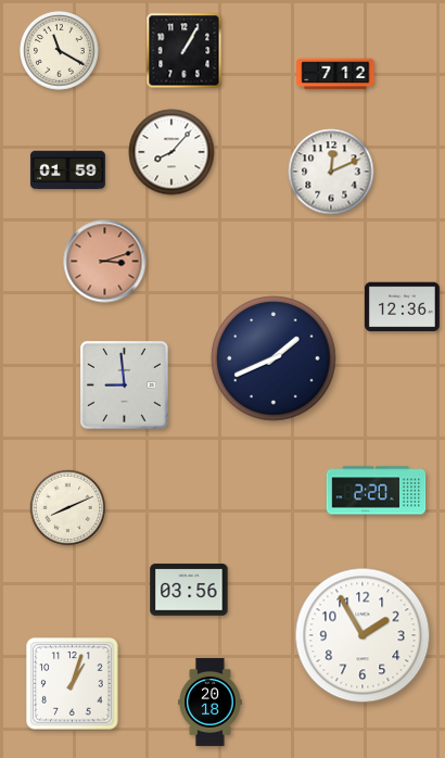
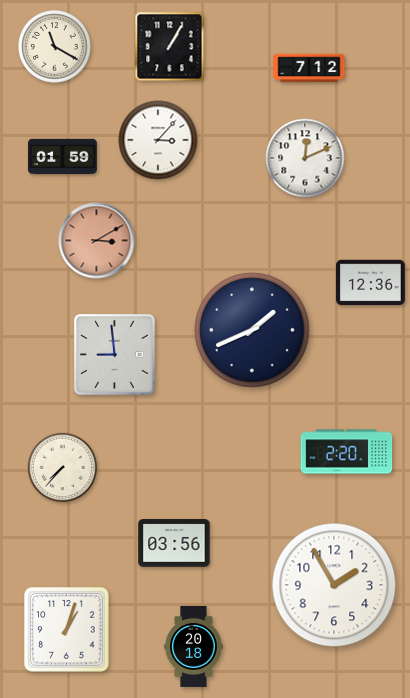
clock at (171, 152): 8:07 -> 3:07
clock at (105, 262): 3:12 -> 3:10
clock at (67, 507): 8:11 -> 7:37
